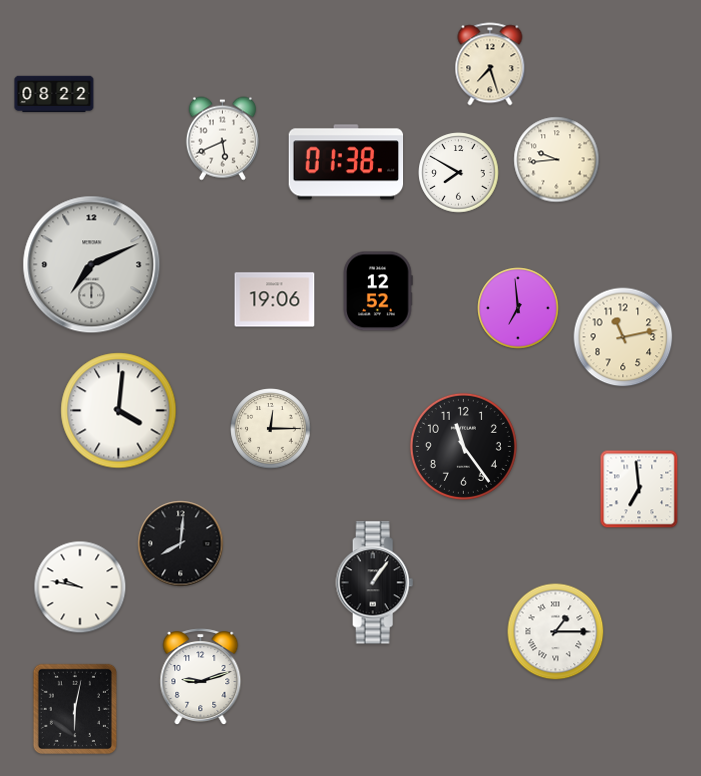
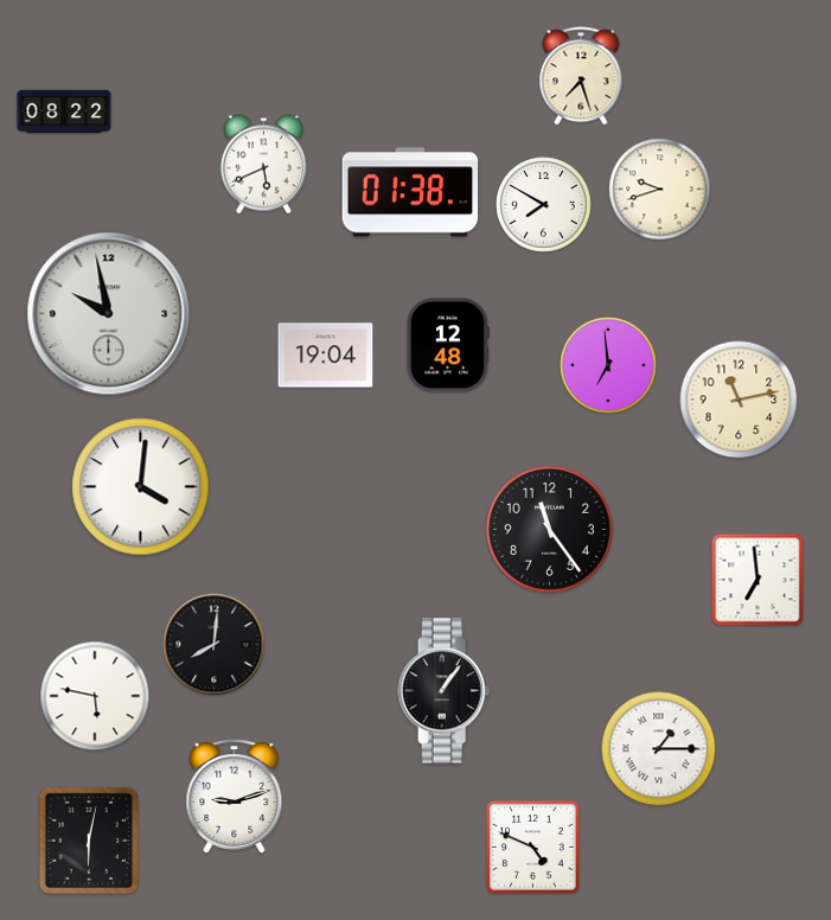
clock at (557, 160): 9:44 -> 9:42
clock at (92, 265): 7:11 -> 9:58
clock at (378, 291): 12:52 -> 12:48
clock at (275, 300): 19:06 -> 19:04
clock at (518, 308) position: (518, 308) -> (608, 365)
clock at (271, 429): 12:15 -> none
clock at (80, 587): 9:47 -> 5:47
clock at (201, 677) position: (201, 677) -> (235, 797)
clock at (533, 848): none -> 4:49
